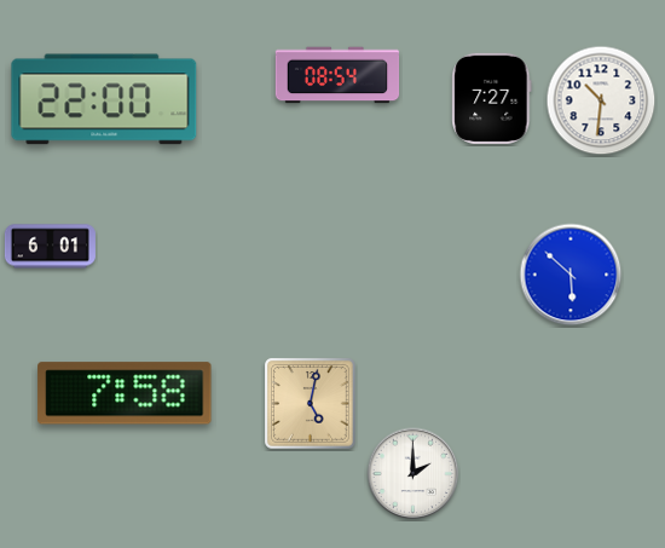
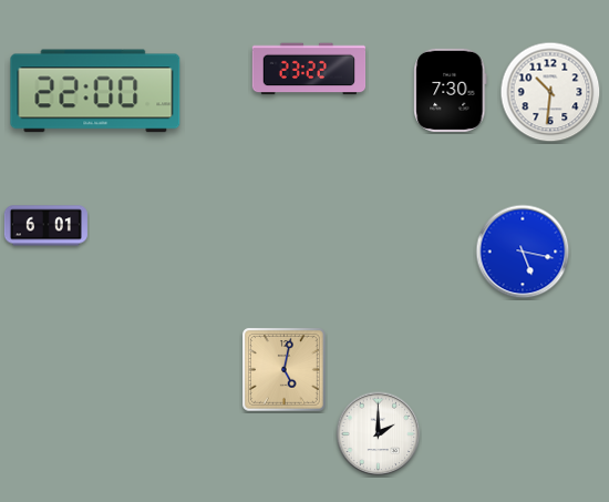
clock at (337, 75): 08:54 -> 23:22
clock at (492, 98): 7:27 -> 7:30
clock at (571, 275): 5:52 -> 5:17
clock at (125, 393): 7:58 -> none
